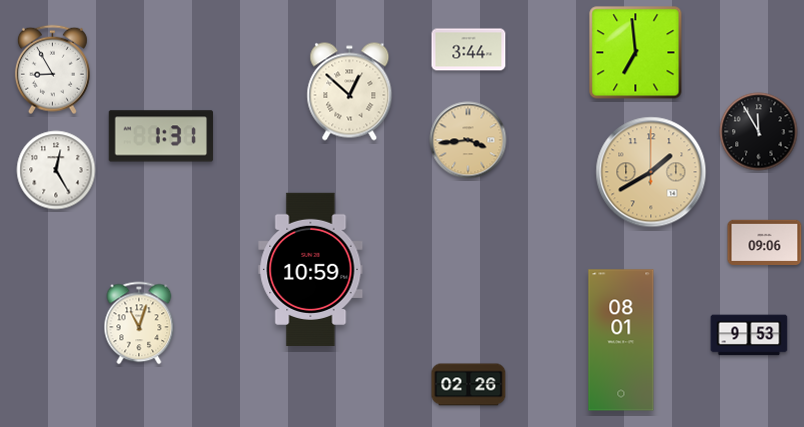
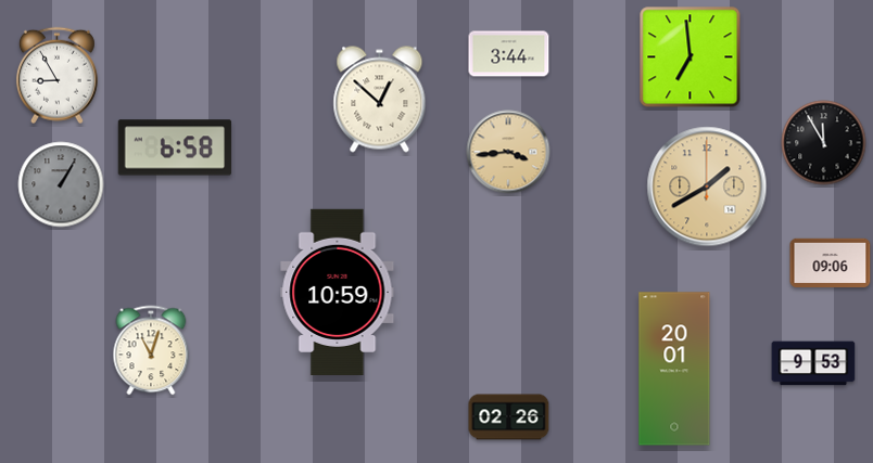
clock at (161, 136): 1:31 -> 6:58
clock at (56, 170): 12:25 -> 1:05
clock at (56, 170) dial: white -> grey
clock at (621, 340): 08:01 -> 20:01
